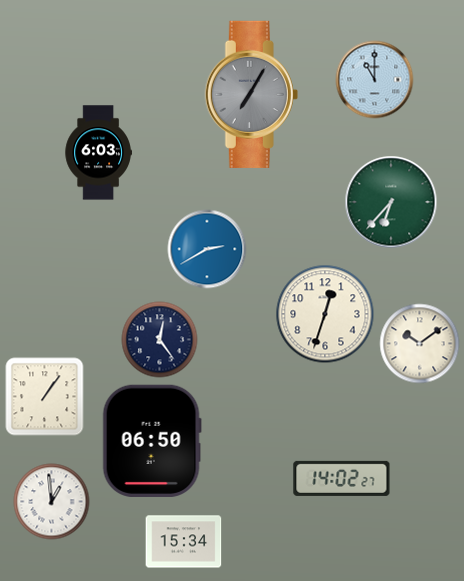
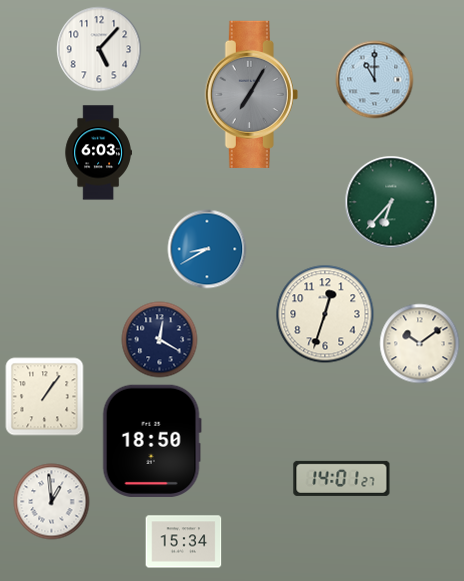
clock at (99, 49): none -> 5:07
clock at (207, 249): 2:40 -> 8:40
clock at (160, 340): 12:24 -> 12:20
clock at (152, 441): 06:50 -> 18:50
clock at (342, 478): 14:02 -> 14:01
